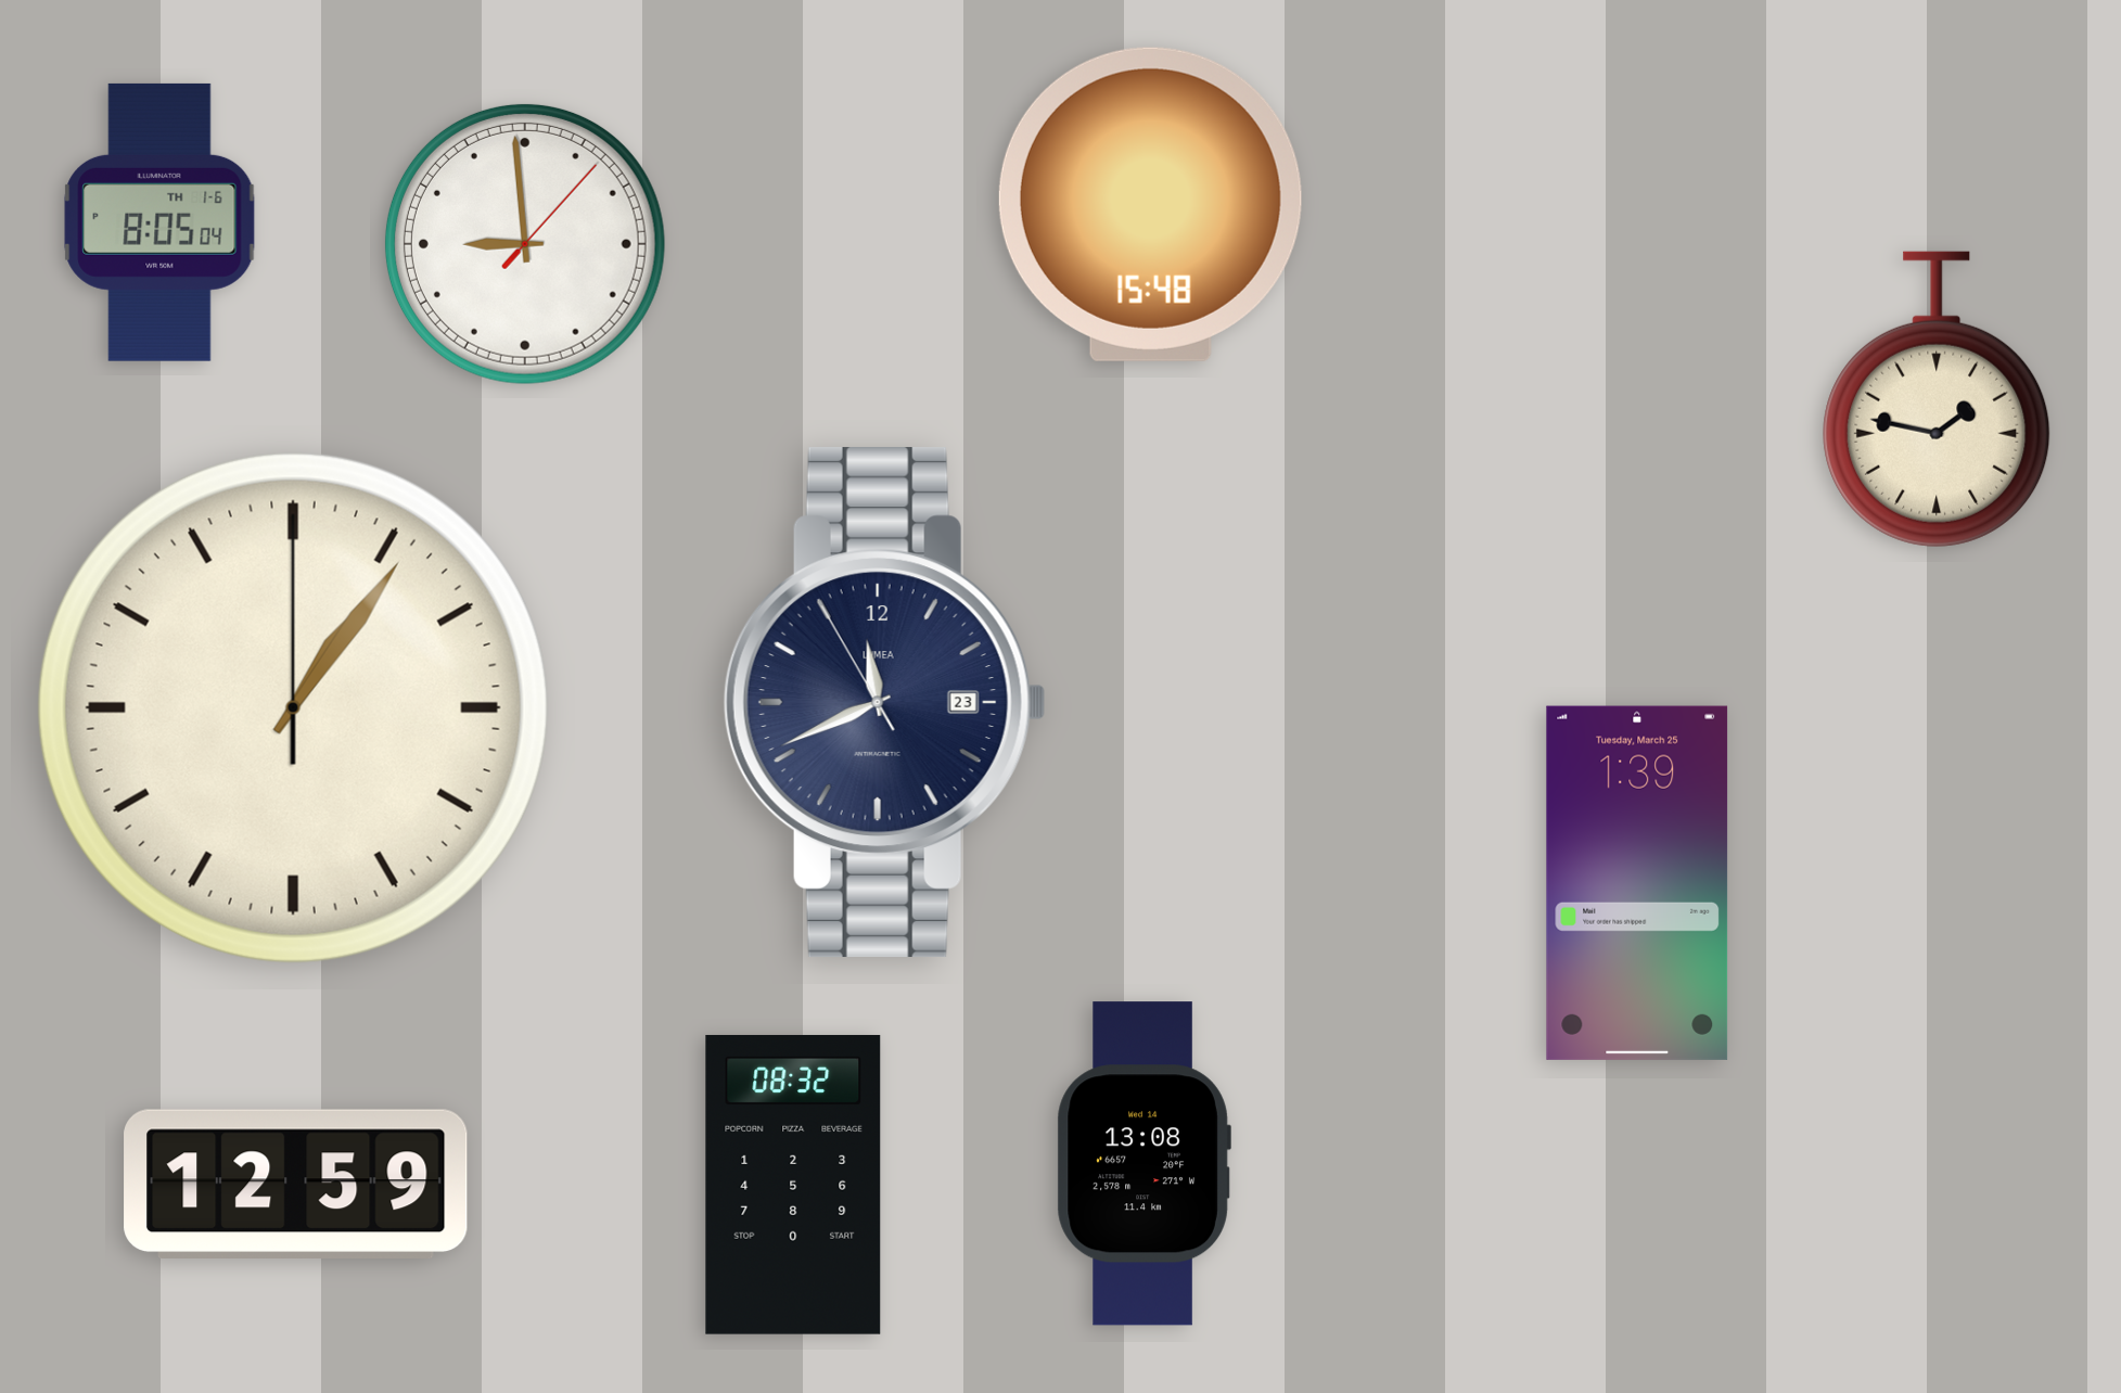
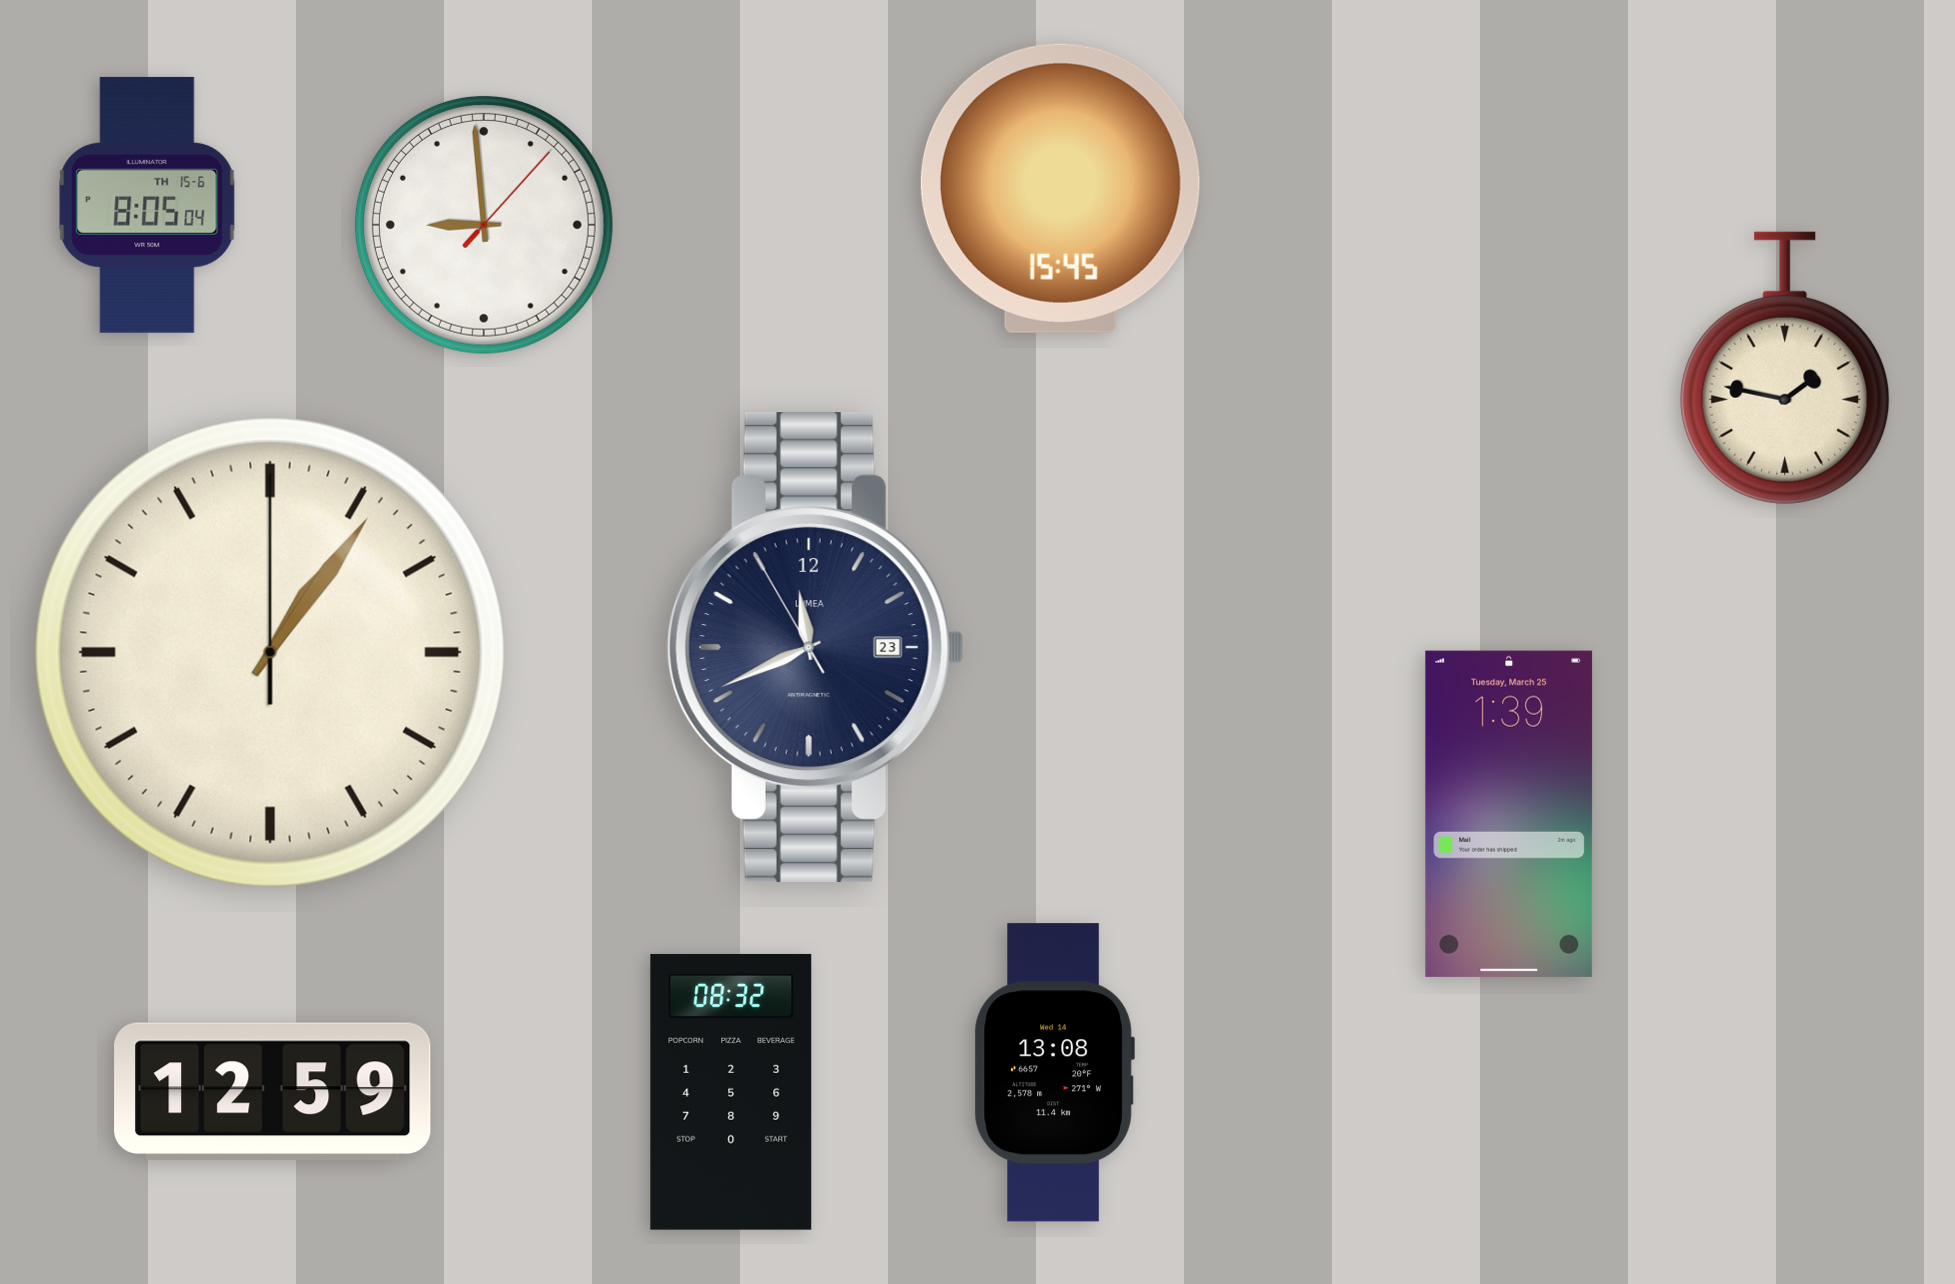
clock at (1150, 204): 15:48 -> 15:45
clock at (159, 222) date: TH 1-6 -> TH 15-6
